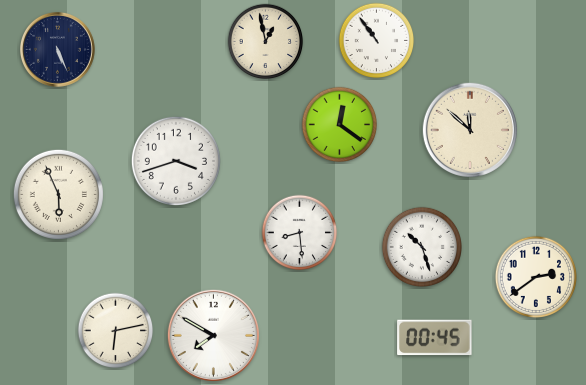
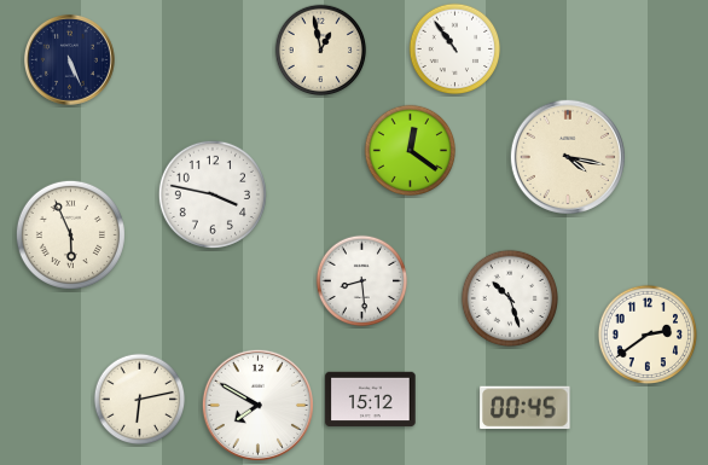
clock at (470, 130): 11:52 -> 4:17
clock at (176, 161): 3:42 -> 3:47
clock at (371, 400): none -> 15:12
